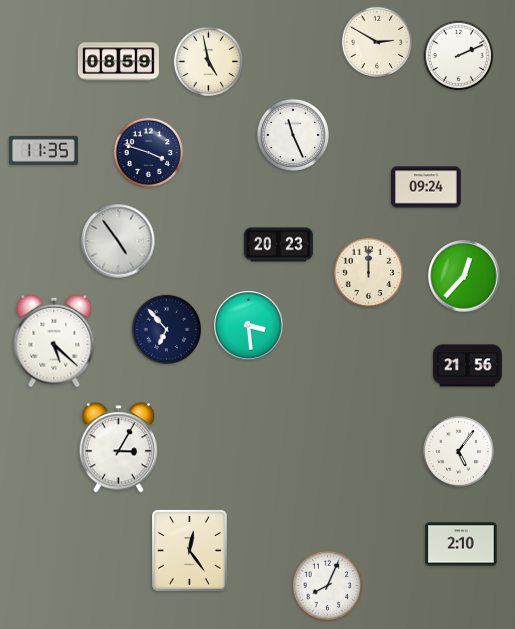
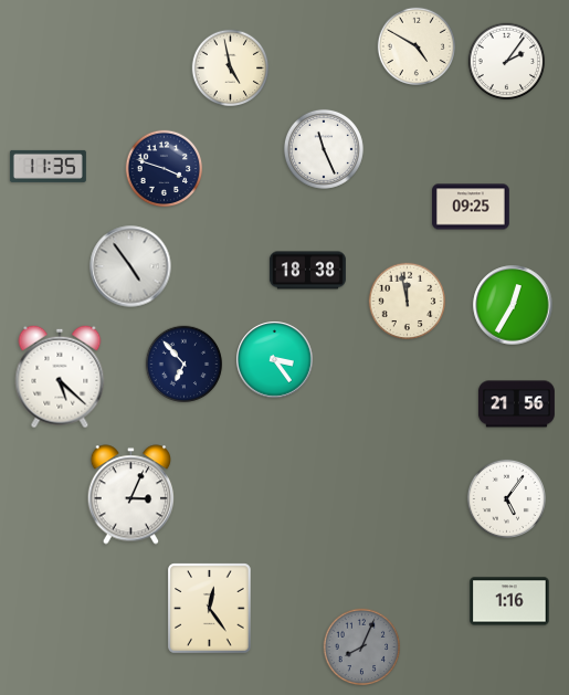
clock at (376, 41): 2:50 -> 4:50
clock at (459, 56): 2:11 -> 2:06
clock at (118, 62): 08:59 -> none
clock at (426, 187): 09:24 -> 09:25
clock at (278, 245): 20:23 -> 18:38
clock at (369, 273): 12:00 -> 11:58
clock at (464, 276): 12:37 -> 12:35
clock at (249, 326): 3:29 -> 3:24
clock at (118, 448): 3:05 -> 3:04
clock at (461, 544): 2:10 -> 1:16
clock at (328, 586) dial: white -> grey
